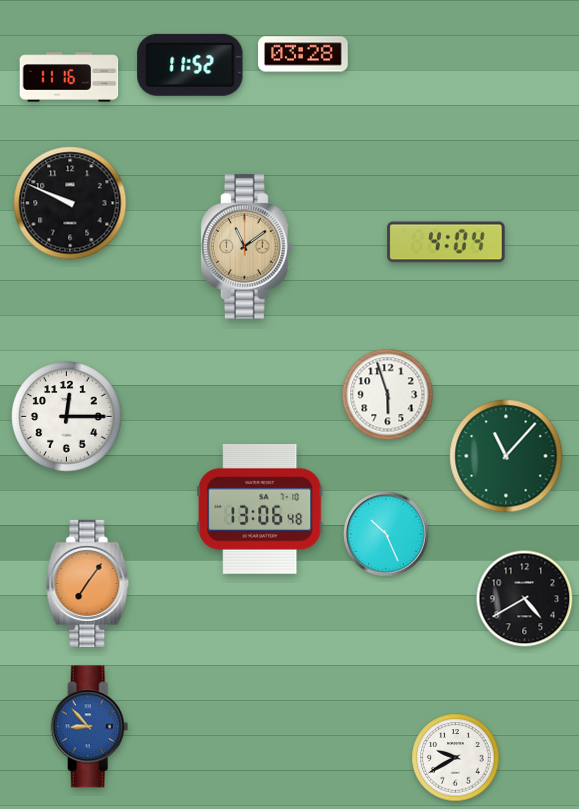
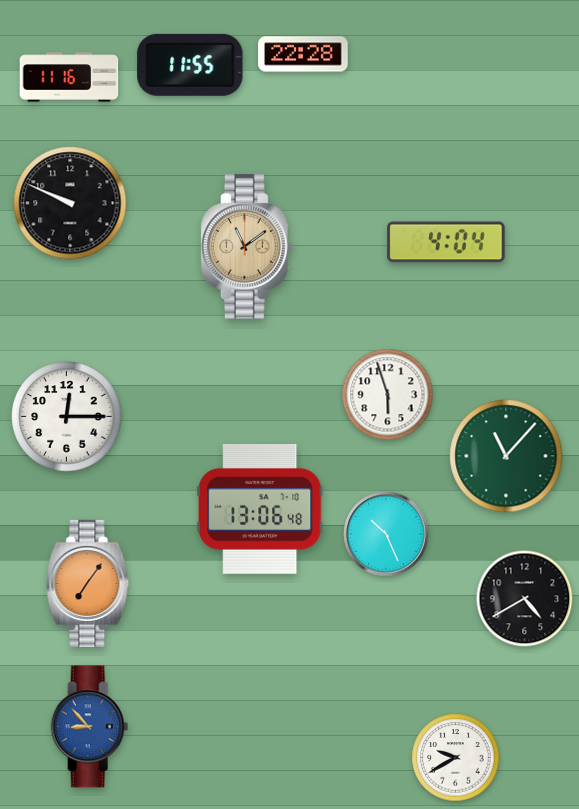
clock at (303, 54): 03:28 -> 22:28
clock at (190, 65): 11:52 -> 11:55
